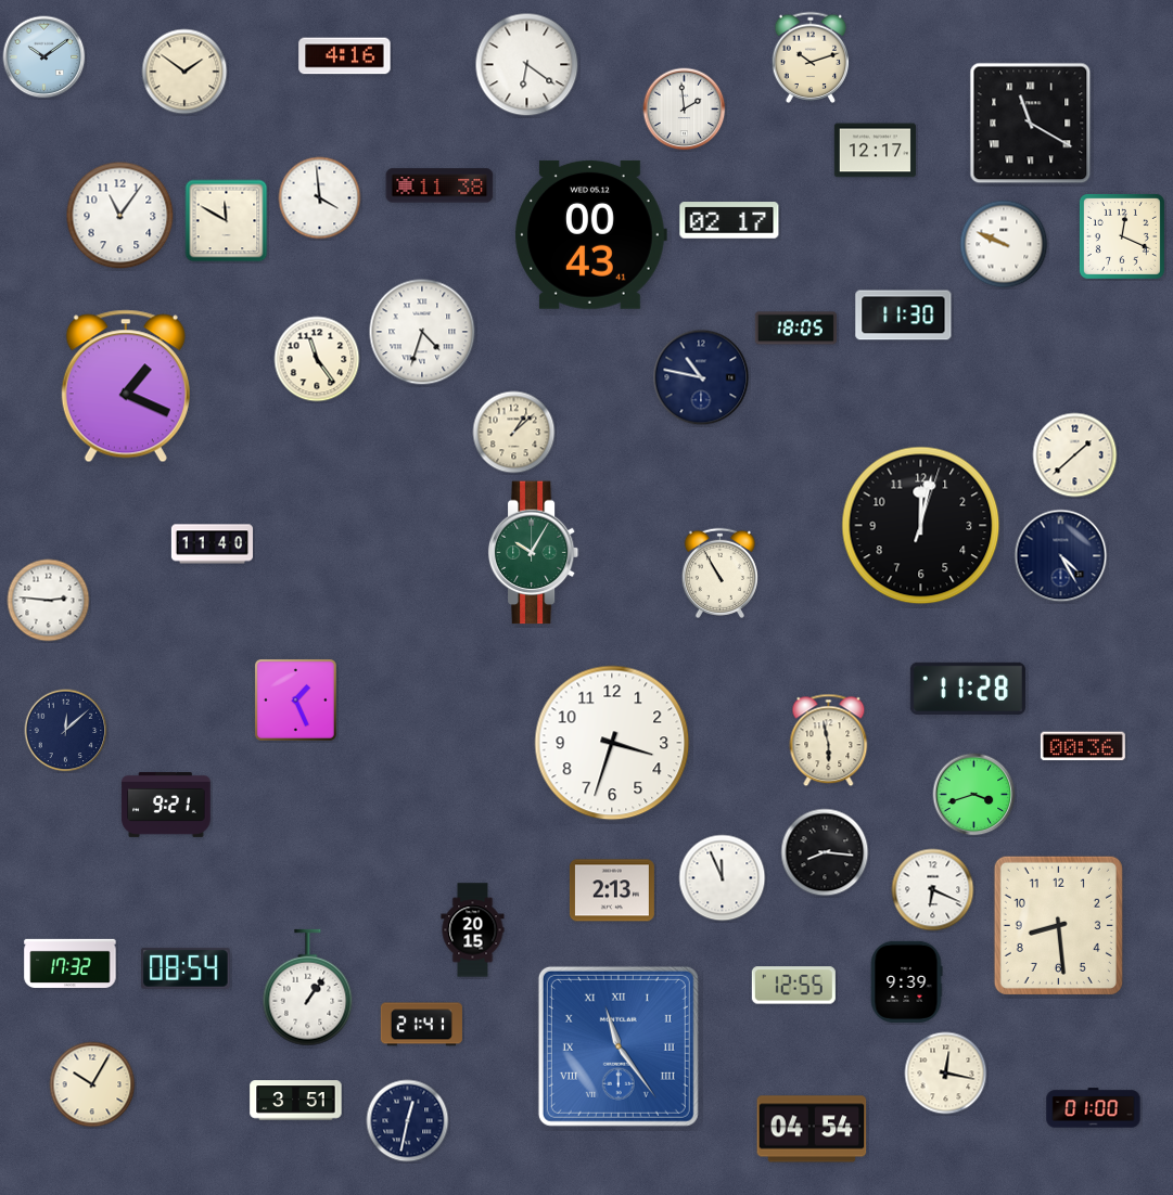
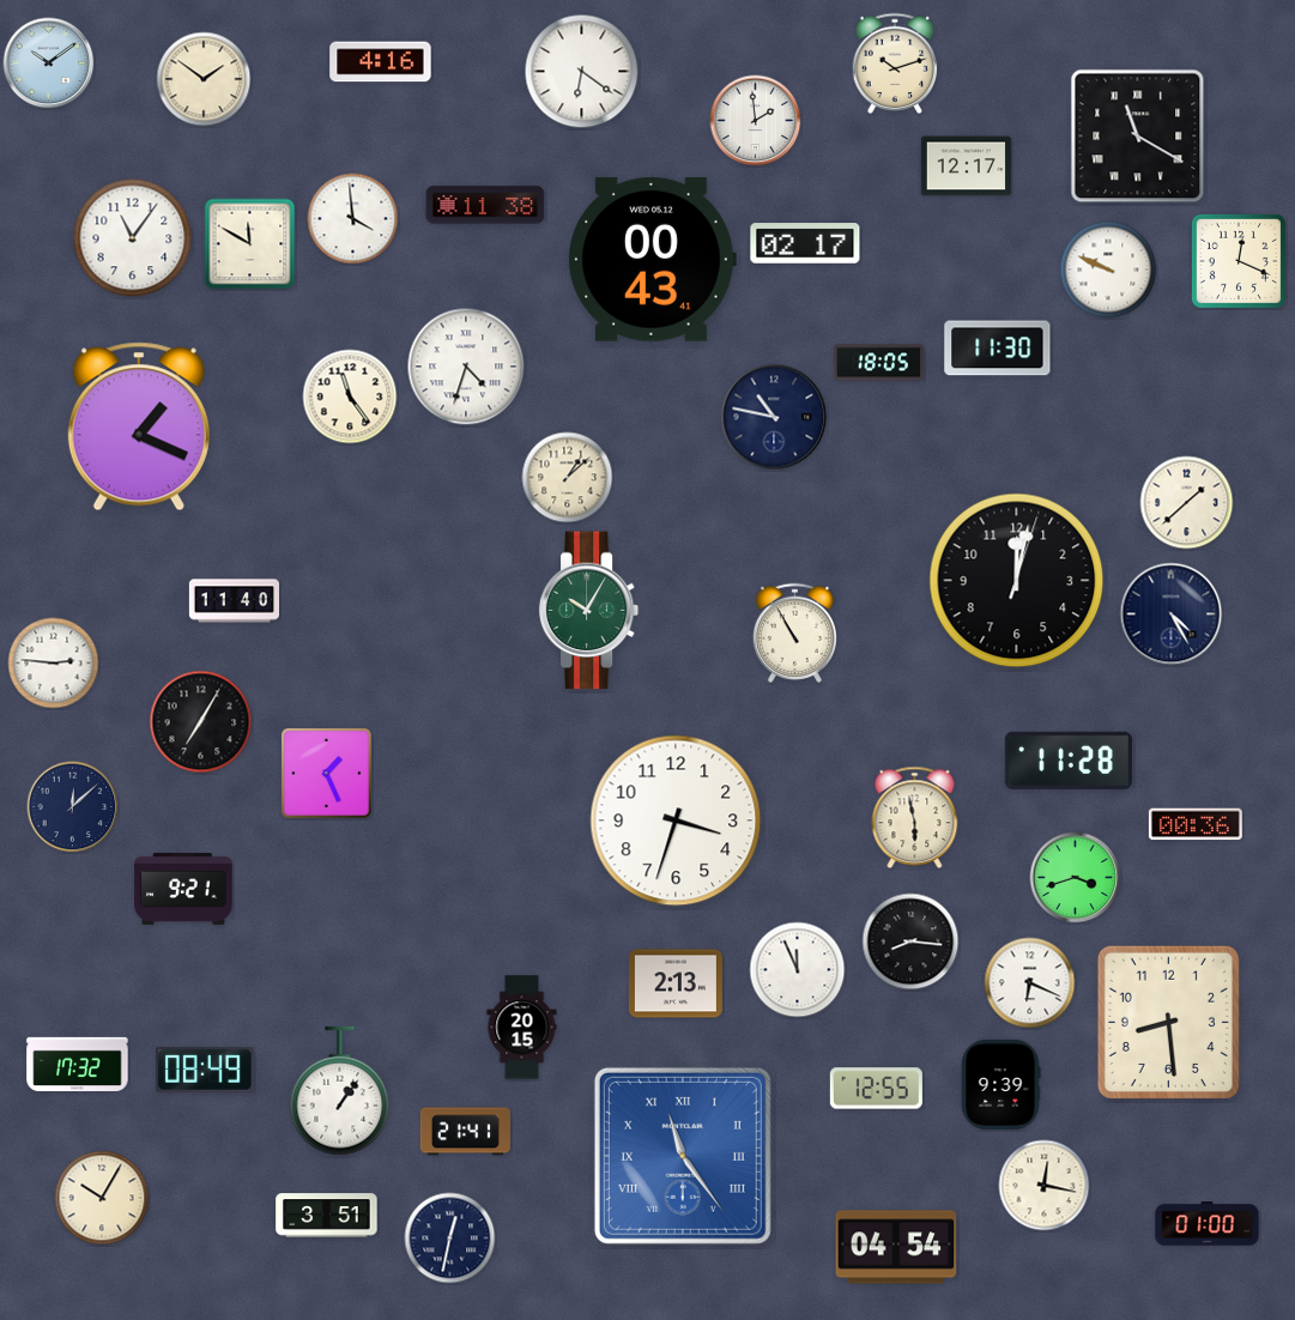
clock at (201, 722): none -> 7:05
clock at (187, 968): 08:54 -> 08:49
